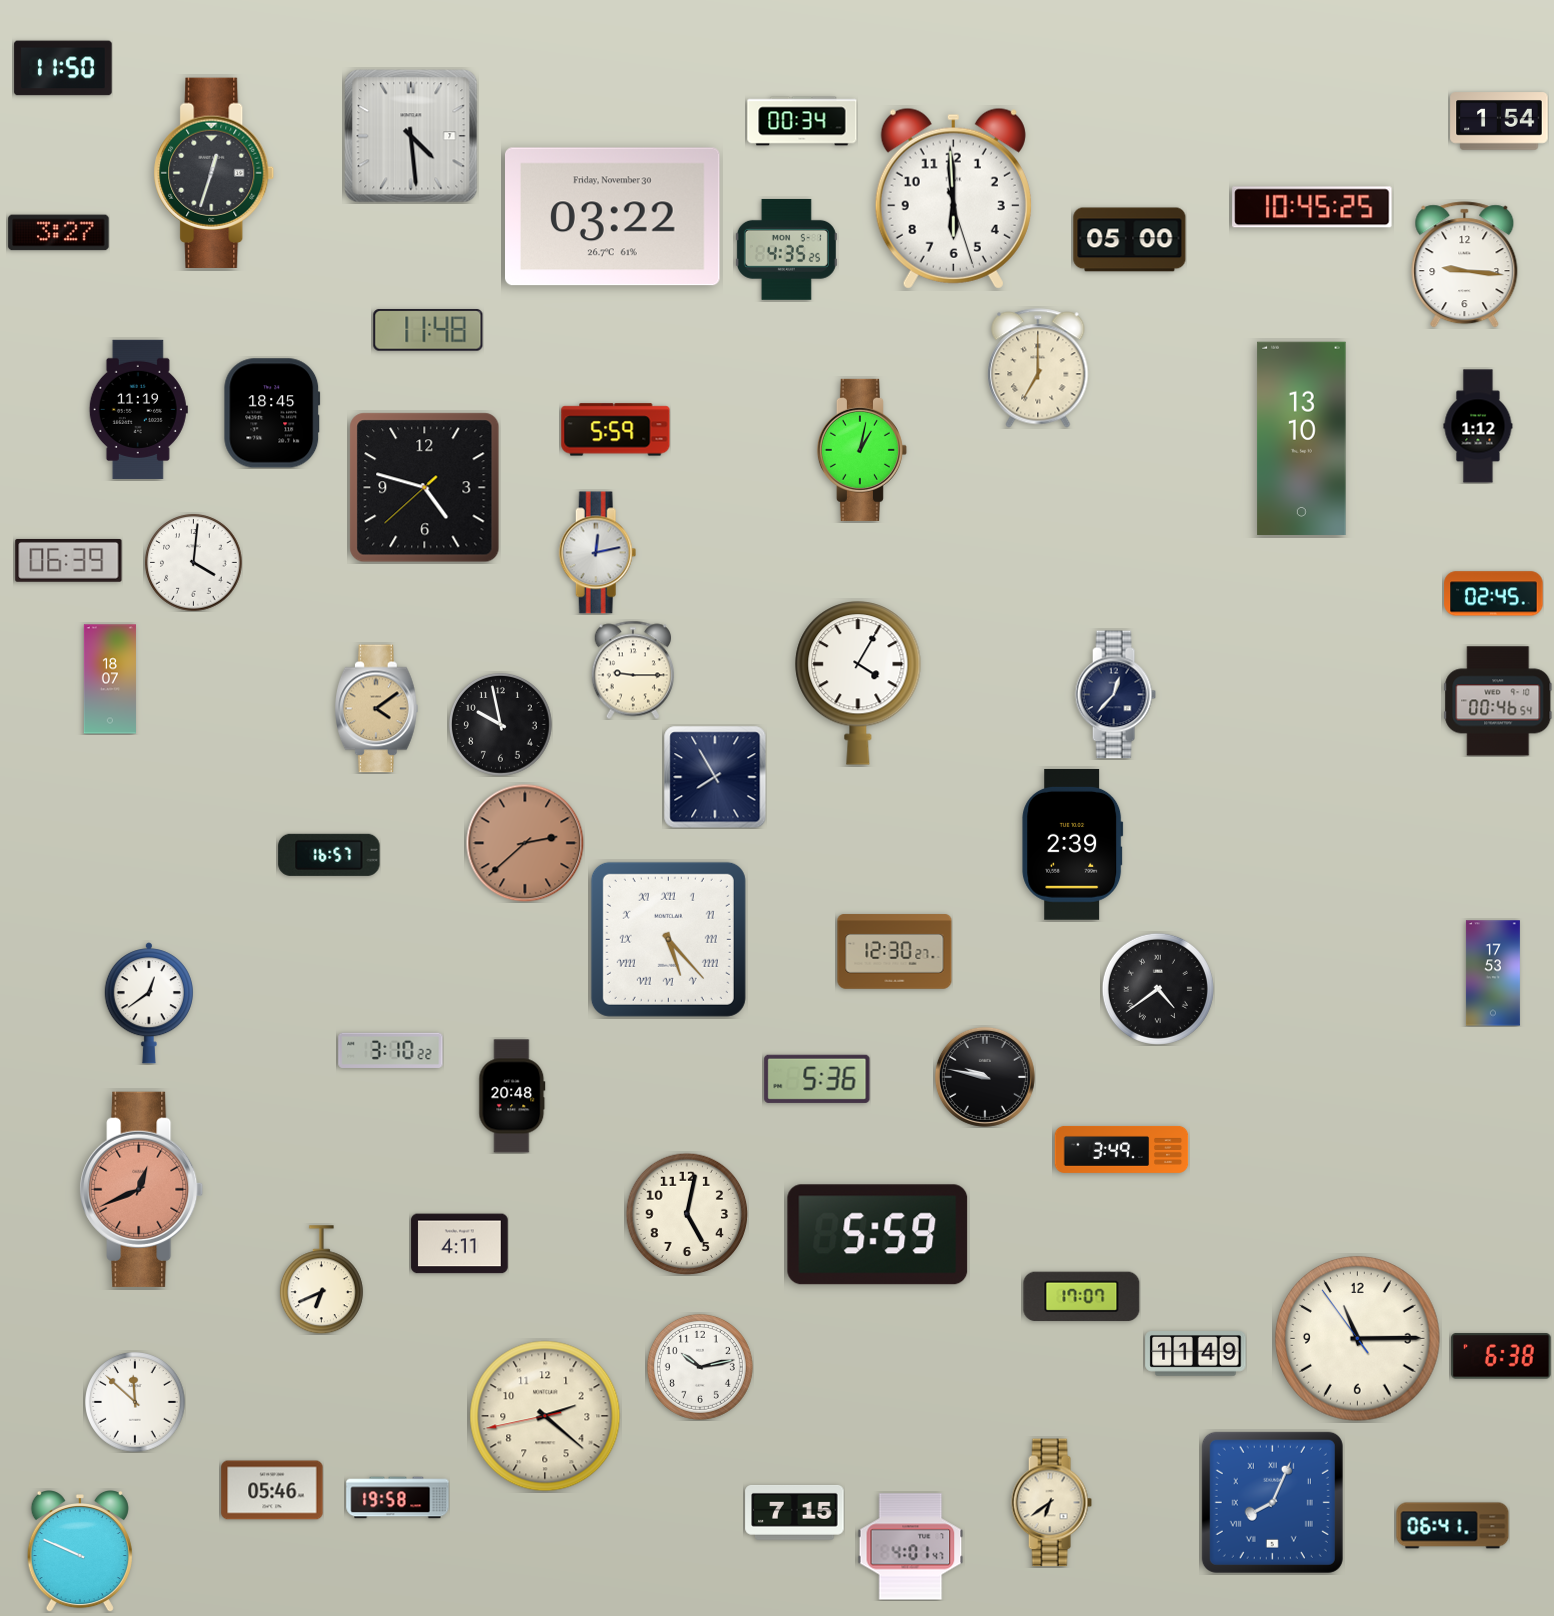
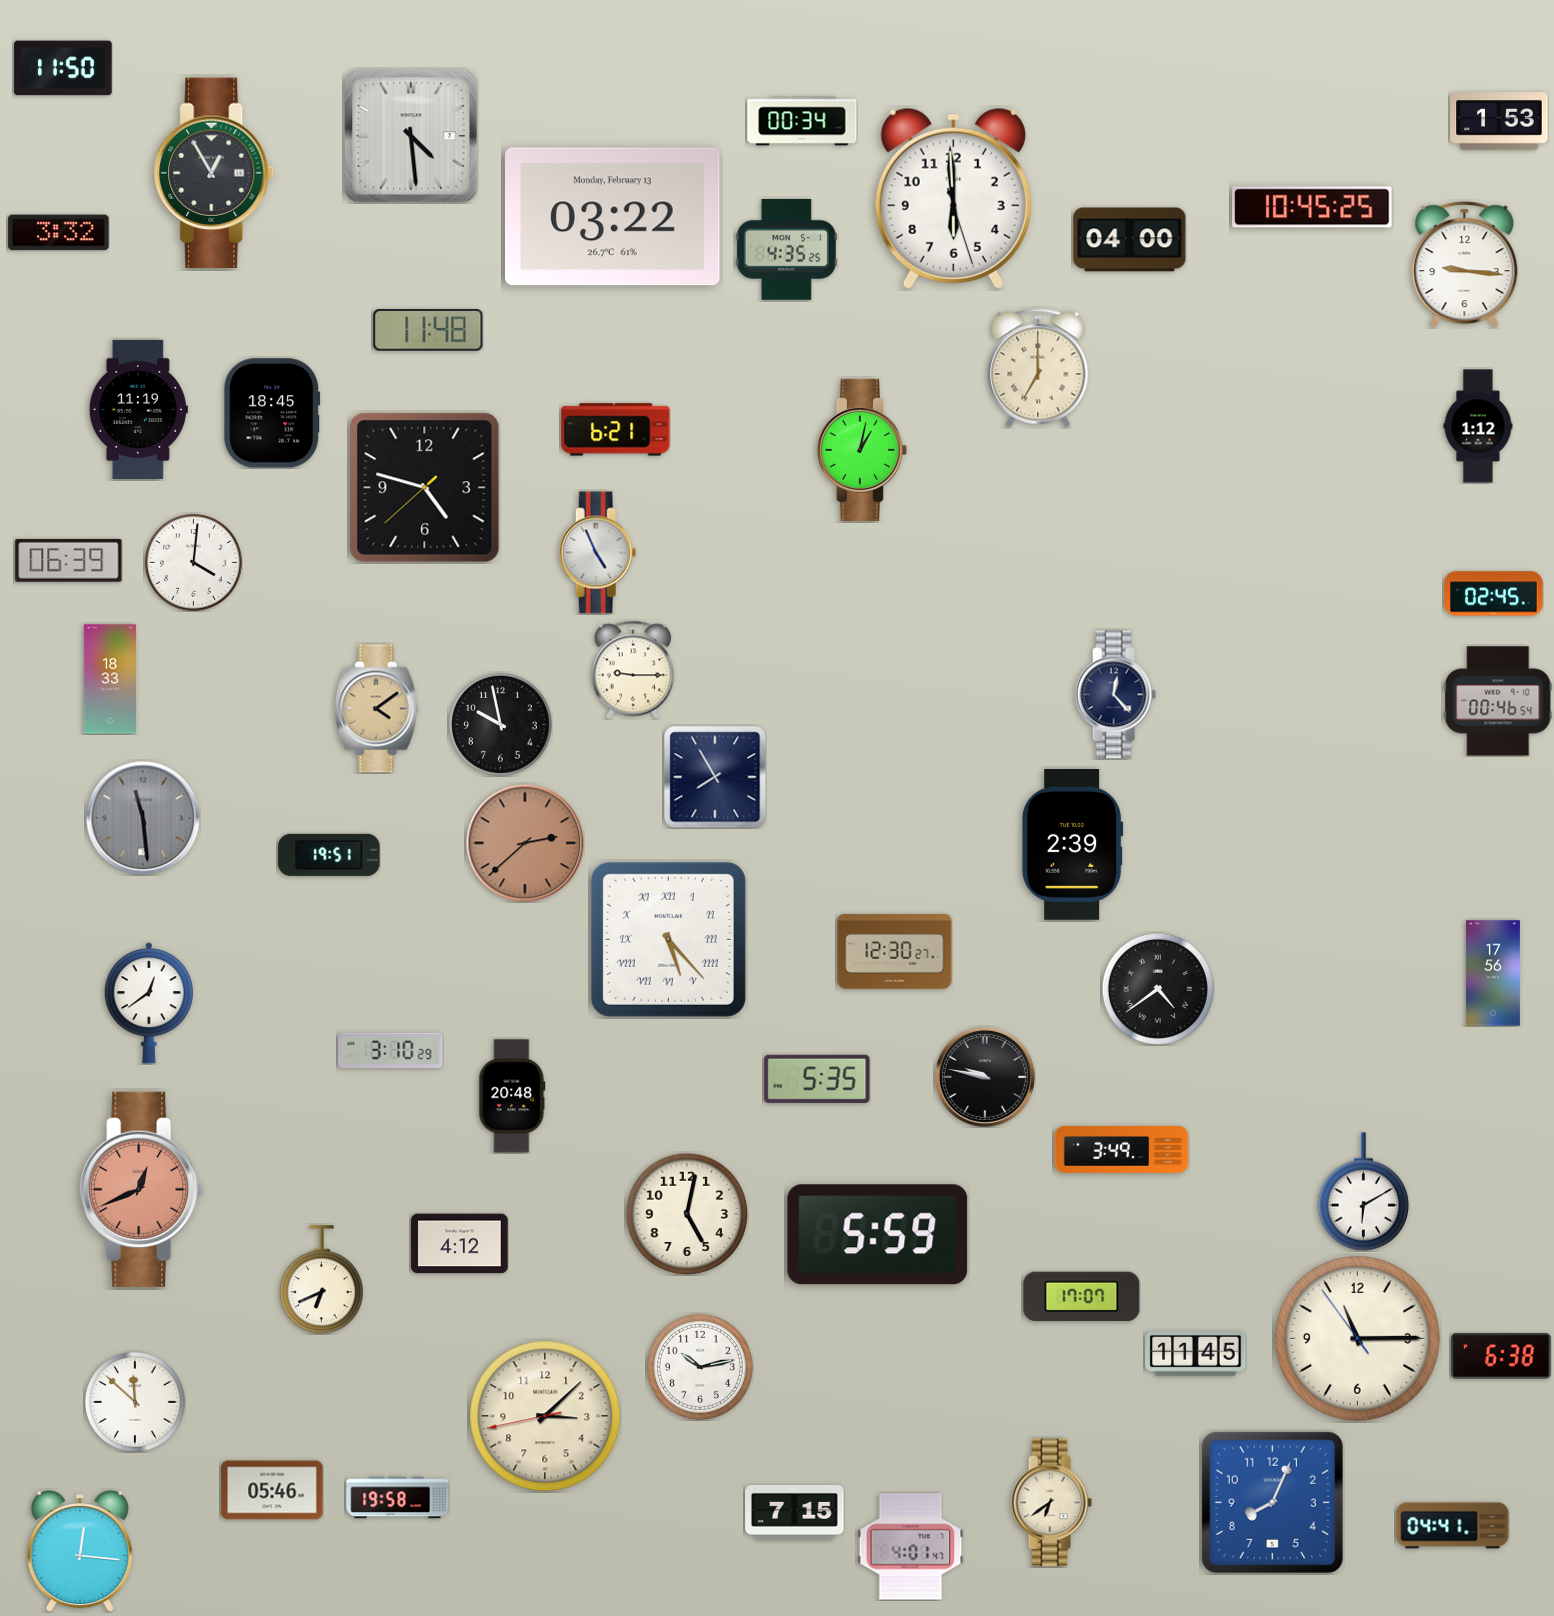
clock at (1499, 121): 1:54 -> 1:53
clock at (214, 172): 12:33 -> 12:55
clock at (613, 217) date: Friday, November 30 -> Monday, February 13
clock at (59, 233): 3:27 -> 3:32
clock at (1130, 240): 05:00 -> 04:00
clock at (616, 430): 5:59 -> 6:21
clock at (1302, 438): 13:10 -> none
clock at (598, 553): 12:13 -> 4:56
clock at (110, 679): 18:07 -> 18:33
clock at (858, 683): 4:05 -> none
clock at (1115, 695): 12:37 -> 12:23
clock at (143, 818): none -> 11:29
clock at (329, 855): 16:57 -> 19:51
clock at (1493, 973): 17:53 -> 17:56
clock at (391, 1050): 3:10:22 -> 3:10:29
clock at (817, 1079): 5:36 -> 5:35
clock at (1363, 1192): none -> 6:10
clock at (460, 1244): 4:11 -> 4:12
clock at (1196, 1354): 11:49 -> 11:45
clock at (545, 1416): 2:21 -> 3:07
clock at (1272, 1502) numerals: Roman -> Arabic
clock at (1453, 1526): 06:41 -> 04:41
clock at (80, 1552): 9:49 -> 12:16
